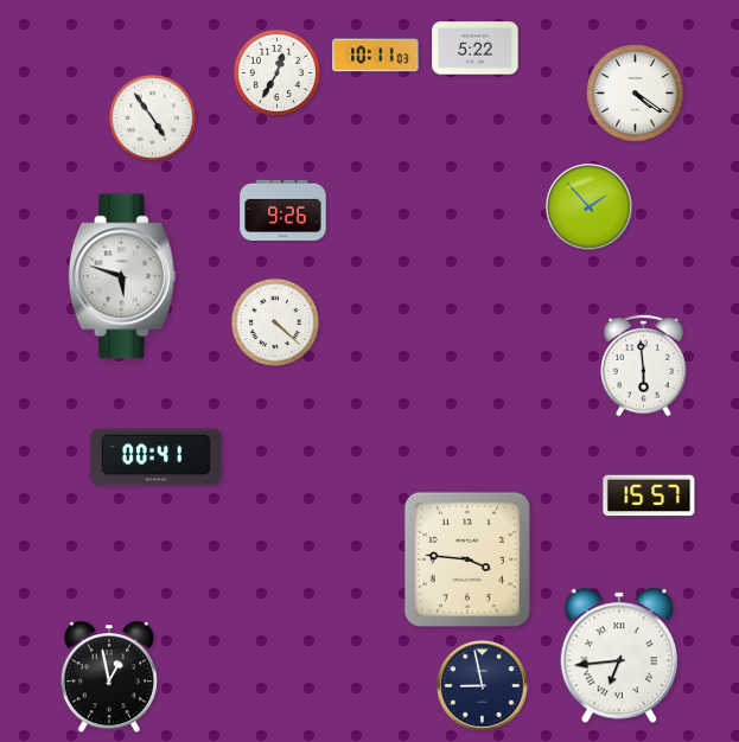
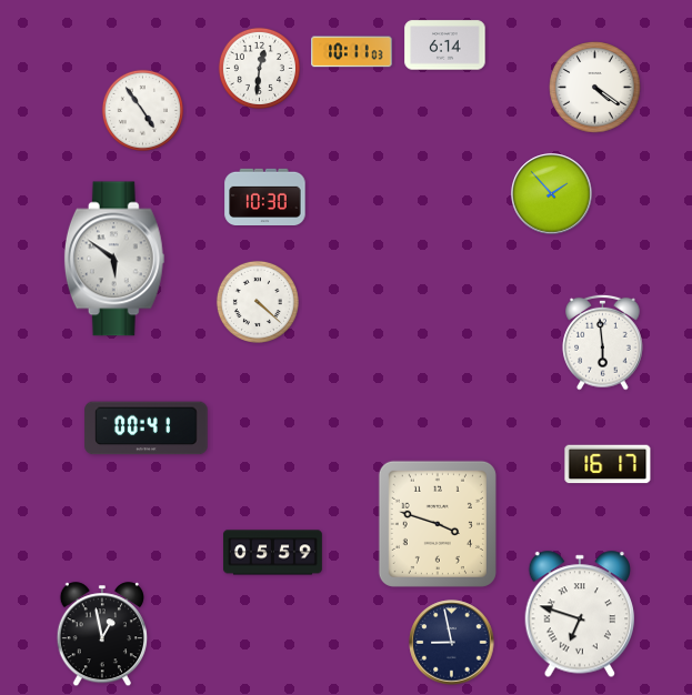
clock at (476, 49): 5:22 -> 6:14
clock at (276, 72): 12:35 -> 12:31
clock at (284, 210): 9:26 -> 10:30
clock at (122, 276): 5:48 -> 5:51
clock at (649, 495): 15:57 -> 16:17
clock at (467, 559): 3:46 -> 3:48
clock at (272, 553): none -> 05:59
clock at (618, 655): 6:44 -> 6:48
